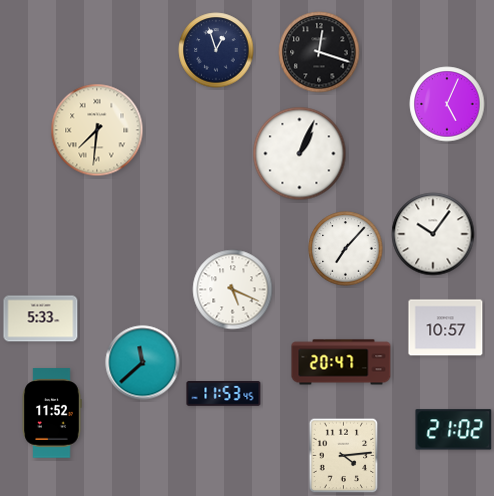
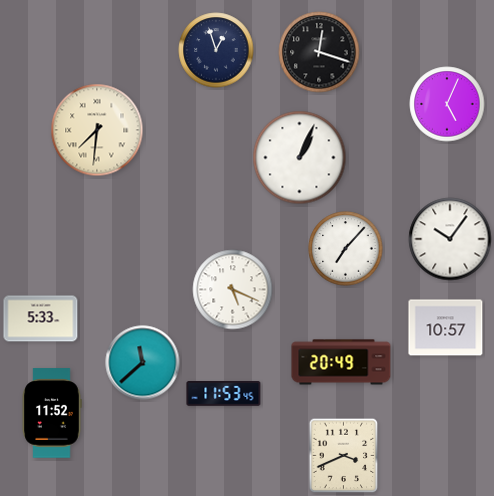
clock at (300, 154) position: (300, 154) -> (300, 158)
clock at (433, 234) position: (433, 234) -> (450, 239)
clock at (341, 362): 20:47 -> 20:49
clock at (454, 430): 21:02 -> none
clock at (344, 456): 4:14 -> 3:41
